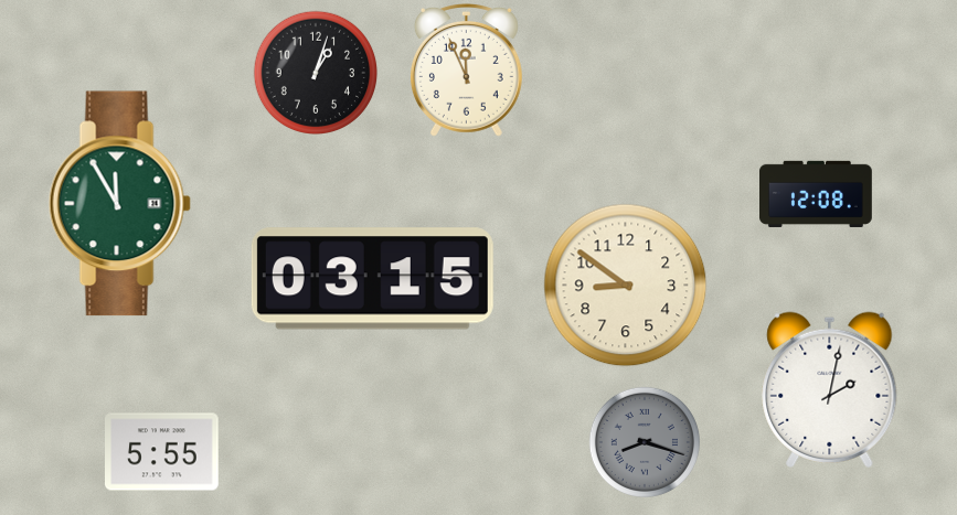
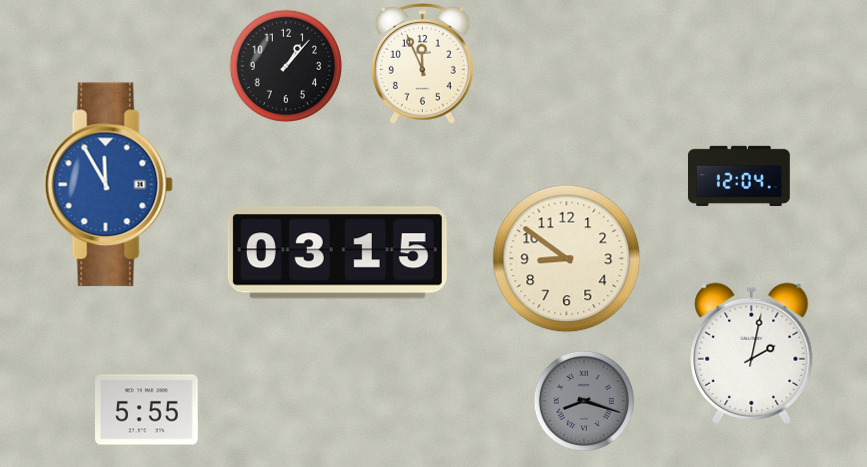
clock at (315, 72): 1:03 -> 1:07
clock at (817, 194): 12:08 -> 12:04
clock at (119, 204) dial: green -> blue
